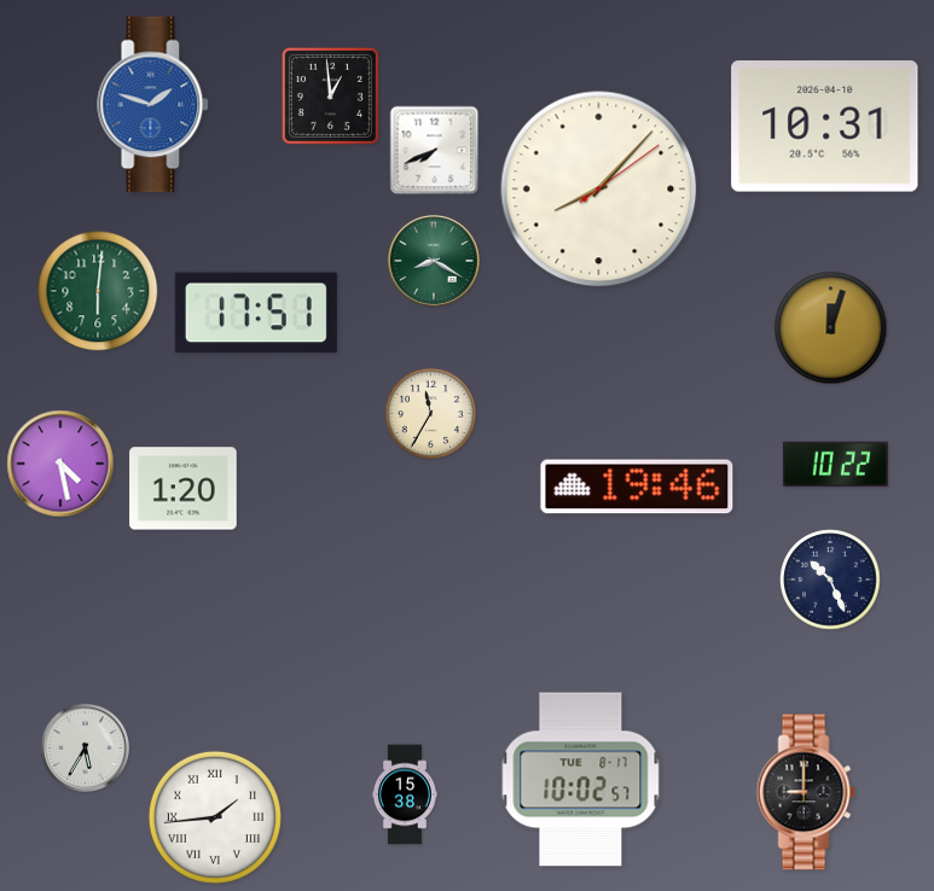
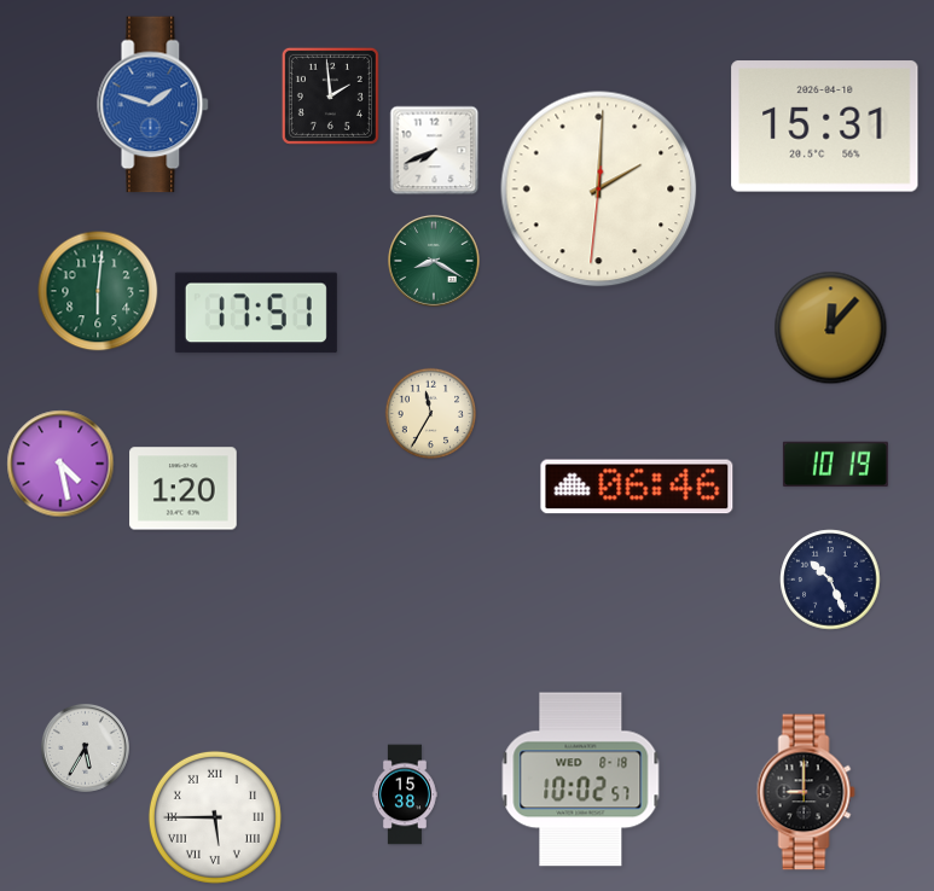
clock at (330, 95): 12:59 -> 1:59
clock at (825, 127): 10:31 -> 15:31
clock at (599, 190): 8:07 -> 2:00
clock at (831, 328): 12:03 -> 12:07
clock at (835, 465): 10:22 -> 10:19
clock at (637, 487): 19:46 -> 06:46
clock at (581, 780) date: TUE 8-17 -> WED 8-18
clock at (215, 817): 1:44 -> 5:45
